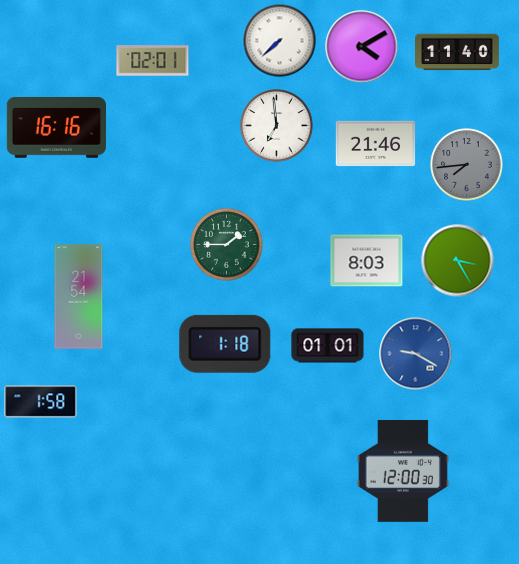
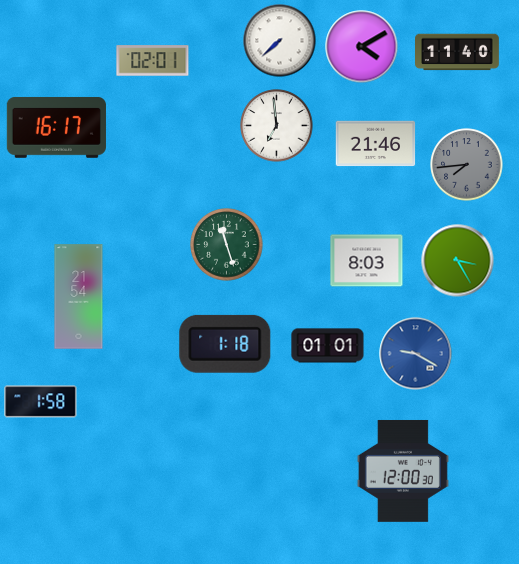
clock at (56, 127): 16:16 -> 16:17
clock at (227, 245): 1:45 -> 11:27
